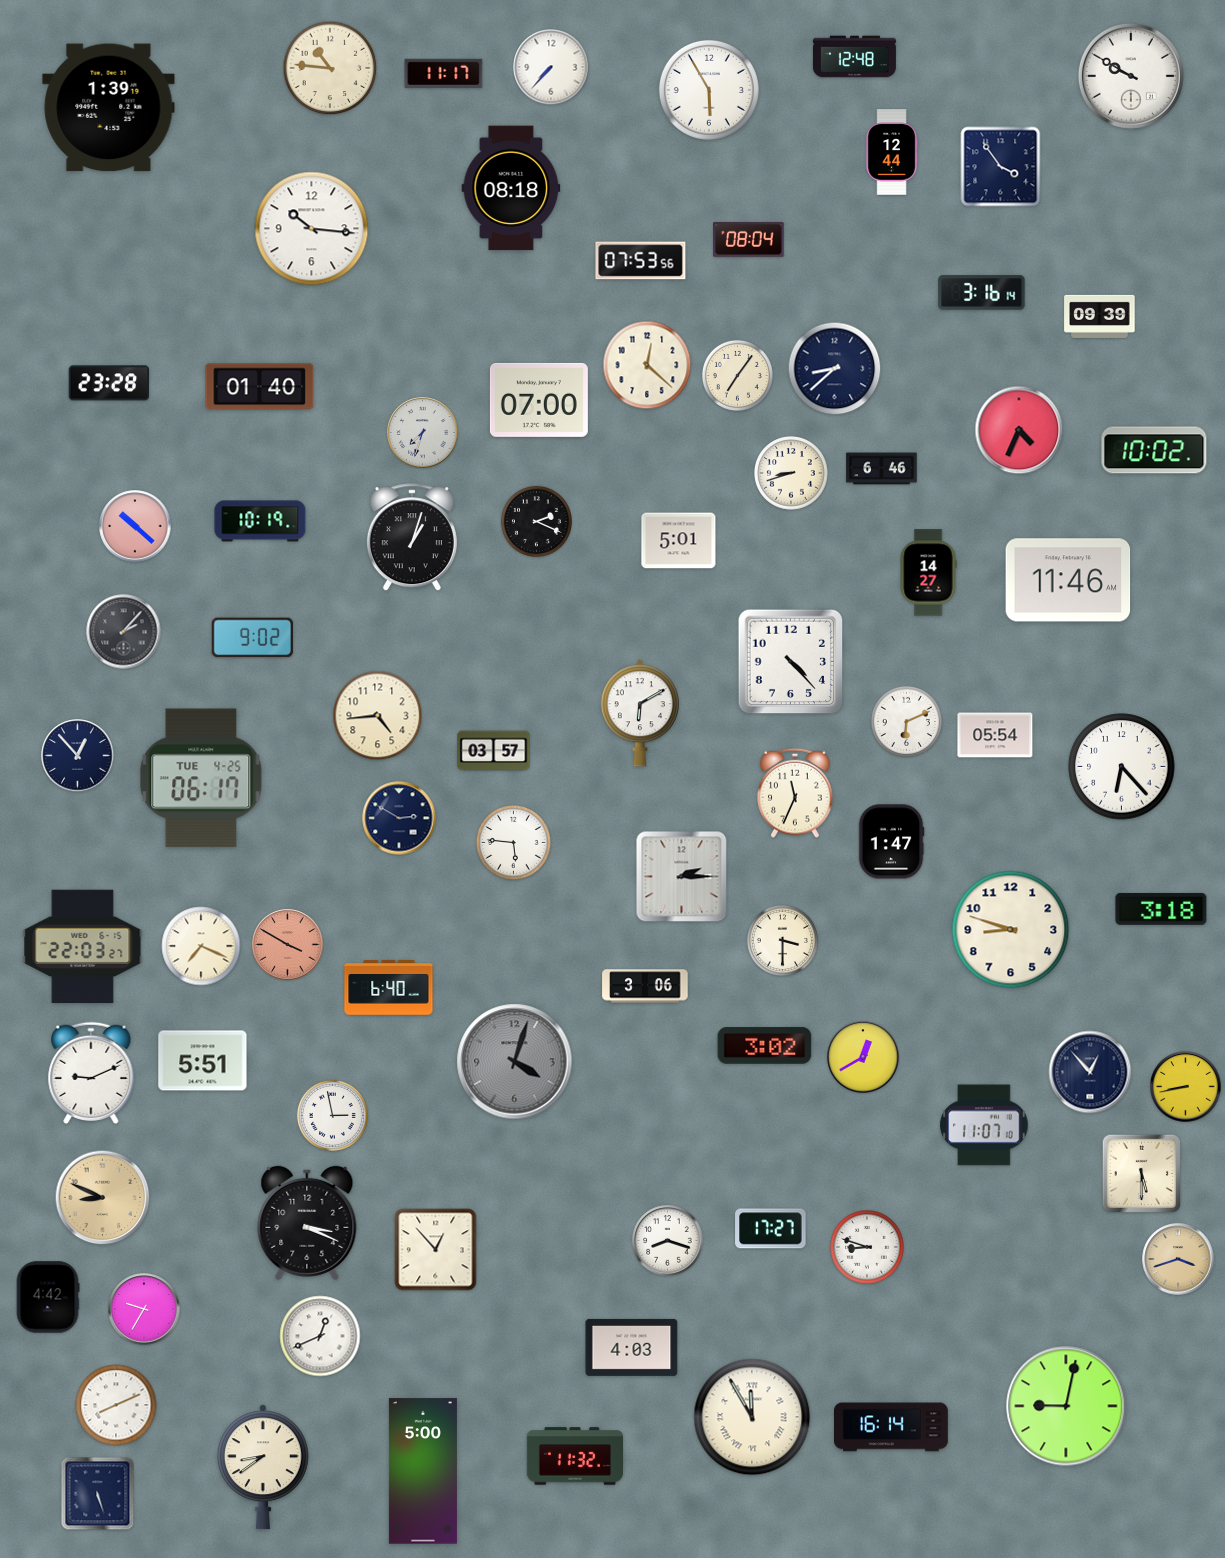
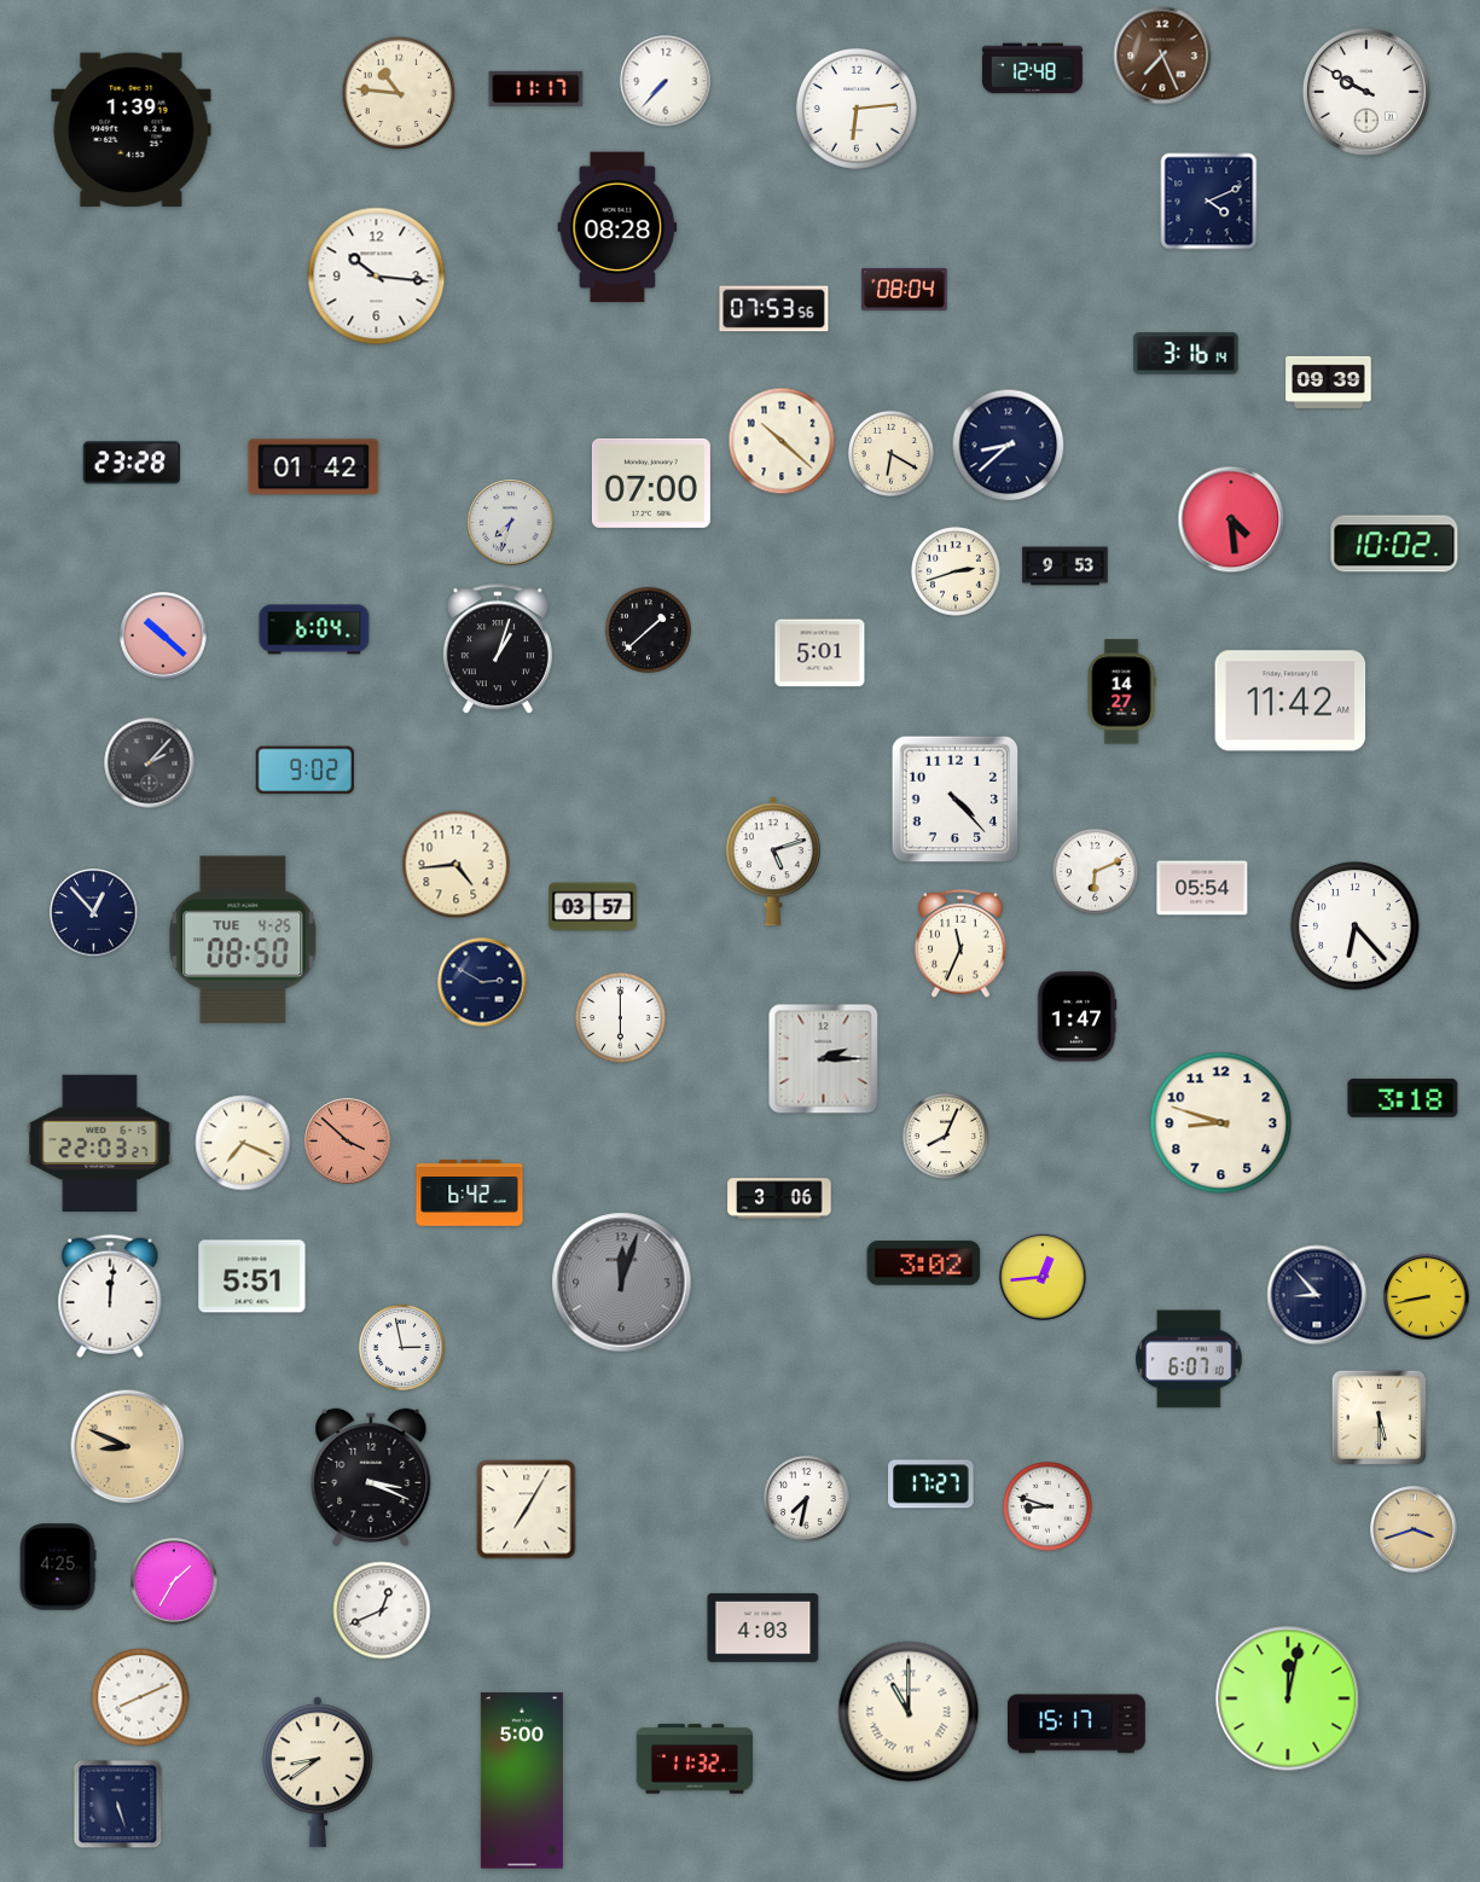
clock at (1162, 56): none -> 7:26
clock at (330, 68) position: (330, 68) -> (399, 93)
clock at (709, 90): 5:55 -> 6:14
clock at (892, 152): 12:44 -> none
clock at (1001, 167): 3:54 -> 4:11
clock at (511, 188): 08:18 -> 08:28
clock at (641, 261) position: (641, 261) -> (774, 309)
clock at (647, 365): 12:22 -> 10:22
clock at (737, 375): 7:06 -> 6:20
clock at (260, 387): 01:40 -> 01:42
clock at (1019, 430): 4:34 -> 4:29
clock at (882, 469): 6:46 -> 9:53
clock at (792, 474): 8:42 -> 2:42
clock at (260, 521): 10:19 -> 6:04
clock at (536, 521): 2:19 -> 1:38
clock at (1068, 580): 11:46 -> 11:42
clock at (640, 713): 6:10 -> 5:12
clock at (494, 751) position: (494, 751) -> (593, 907)
clock at (201, 778): 06:17 -> 08:50
clock at (795, 793) position: (795, 793) -> (960, 943)
clock at (399, 818) position: (399, 818) -> (482, 982)
clock at (514, 843): 5:46 -> 6:00
clock at (782, 940): 3:30 -> 8:04
clock at (288, 945): 3:50 -> 3:52
clock at (645, 986) position: (645, 986) -> (779, 1198)
clock at (389, 988): 6:40 -> 6:42
clock at (863, 1057): 12:40 -> 12:44
clock at (203, 1061) position: (203, 1061) -> (253, 1277)
clock at (515, 1062): 4:03 -> 12:03
clock at (1090, 1072): 12:53 -> 8:53
clock at (91, 1073): 9:11 -> 12:01
clock at (1186, 1087) position: (1186, 1087) -> (1427, 1297)
clock at (984, 1125): 11:07 -> 6:07
clock at (103, 1198) position: (103, 1198) -> (128, 1447)
clock at (668, 1241): 8:18 -> 7:32
clock at (436, 1250): 12:53 -> 7:05
clock at (1178, 1259) position: (1178, 1259) -> (1414, 1529)
clock at (48, 1297): 4:42 -> 4:25
clock at (144, 1309): 9:35 -> 1:35
clock at (320, 1336) position: (320, 1336) -> (382, 1610)
clock at (1066, 1406): 9:02 -> 12:02
clock at (752, 1417): 11:55 -> 11:00
clock at (891, 1427): 16:14 -> 15:17
clock at (423, 1471) position: (423, 1471) -> (522, 1781)
